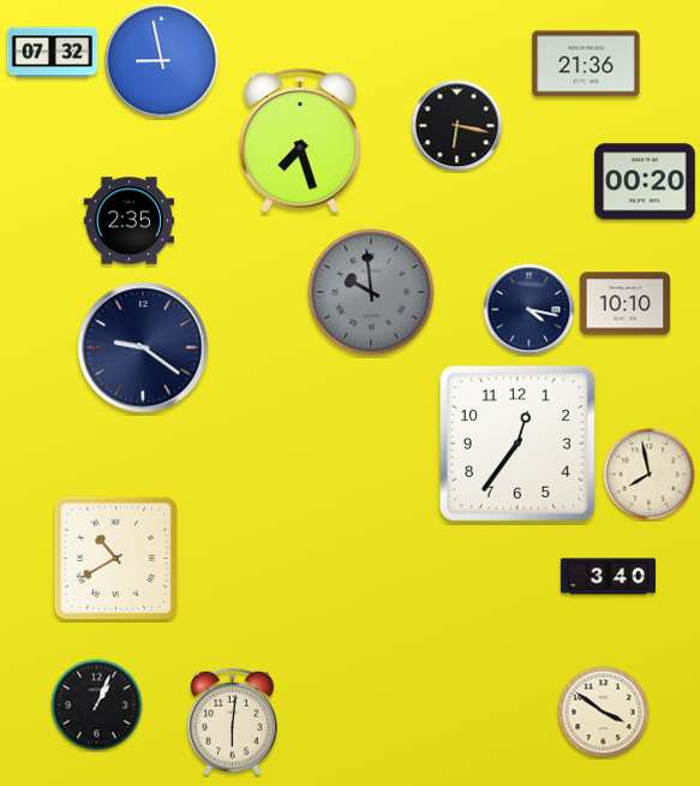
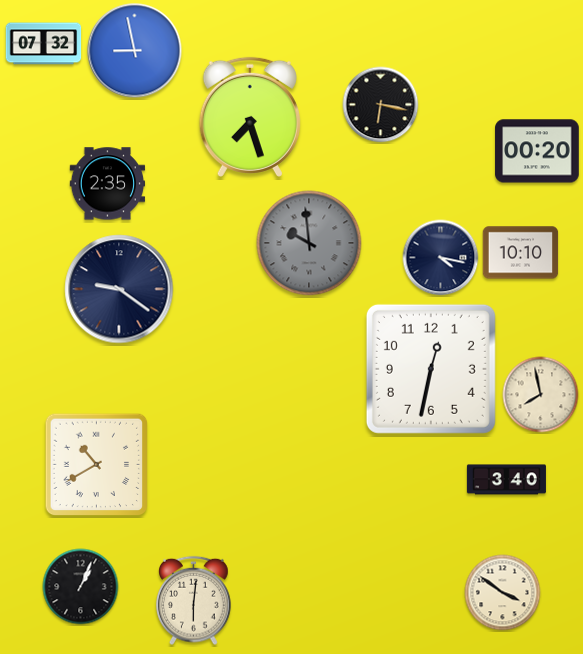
clock at (586, 64): 21:36 -> none
clock at (517, 443): 12:36 -> 12:32
